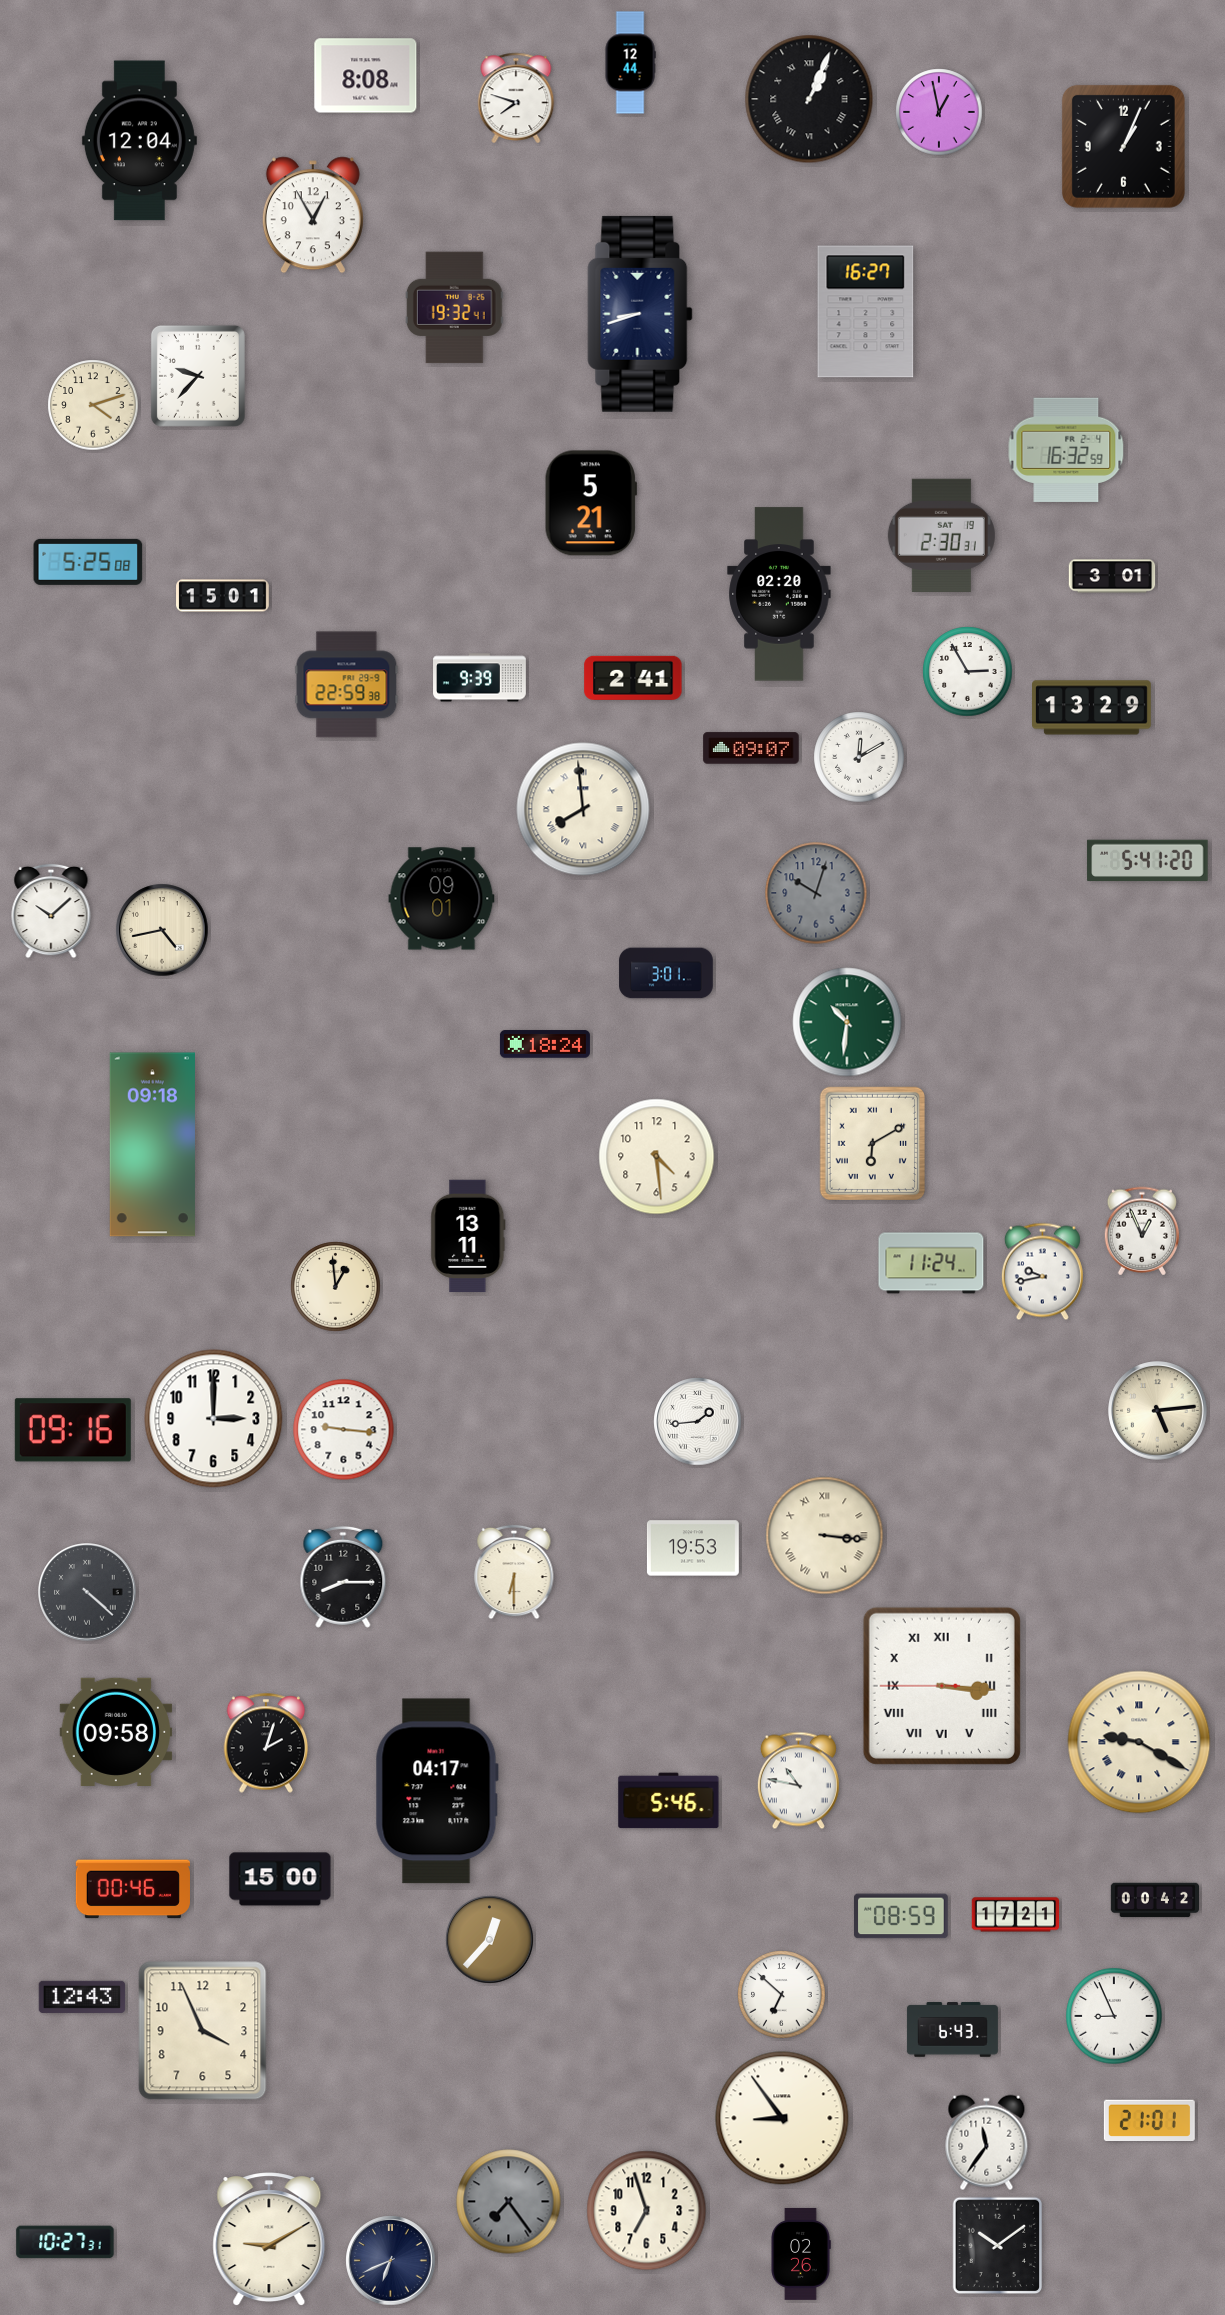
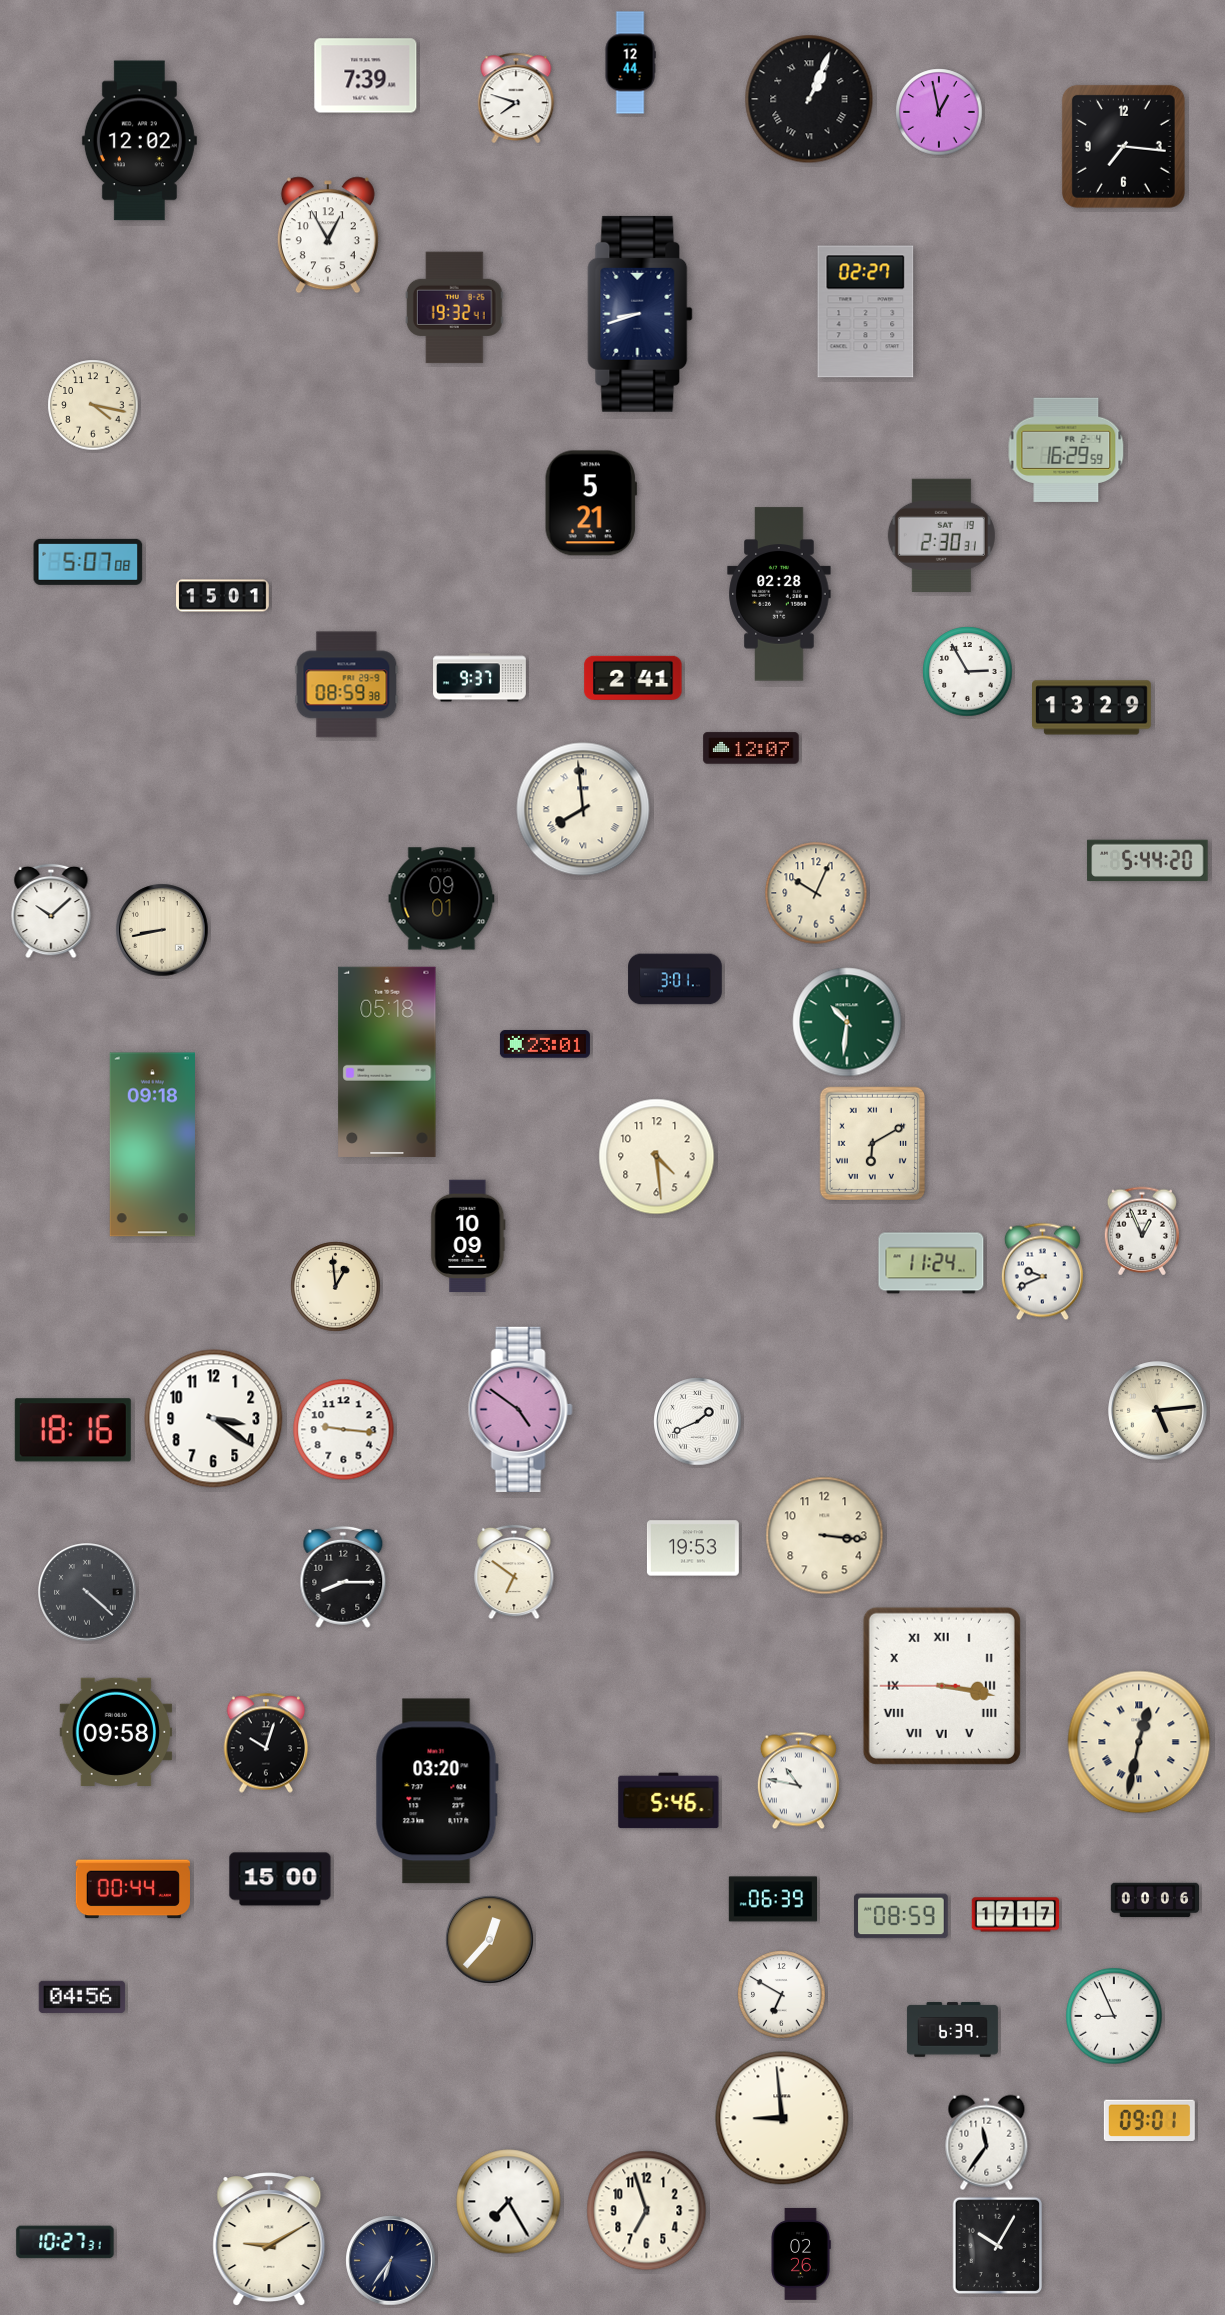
clock at (366, 76): 8:08 -> 7:39
clock at (139, 141): 12:04 -> 12:02
clock at (1123, 146): 1:04 -> 7:16
clock at (313, 215) position: (313, 215) -> (328, 235)
clock at (866, 312): 16:27 -> 02:27
clock at (198, 376): 9:37 -> none
clock at (93, 405): 4:12 -> 4:17
clock at (1066, 449): 16:32 -> 16:29
clock at (88, 562): 5:25 -> 5:07
clock at (1112, 576): 3:01 -> none
clock at (779, 594): 02:20 -> 02:28
clock at (480, 678): 9:39 -> 9:37
clock at (347, 685): 22:59 -> 08:59
clock at (751, 748): 09:07 -> 12:07
clock at (859, 757): 12:10 -> none
clock at (1148, 861): 5:41 -> 5:44
clock at (816, 893): 10:03 -> 10:04
clock at (816, 893) dial: grey -> cream
clock at (162, 930): 4:43 -> 8:43
clock at (666, 973) position: (666, 973) -> (675, 979)
clock at (545, 1044): 18:24 -> 23:01
clock at (387, 1062): none -> 05:18
clock at (468, 1236): 13:11 -> 10:09
clock at (1042, 1272): 9:43 -> 9:41
clock at (520, 1409): none -> 4:51
clock at (214, 1419): 3:00 -> 3:21
clock at (698, 1422): 1:44 -> 1:41
clock at (73, 1430): 09:16 -> 18:16
clock at (825, 1536) numerals: Roman -> Arabic
clock at (514, 1572): 6:30 -> 6:51
clock at (942, 1686): 3:15 -> 3:16
clock at (1139, 1742): 9:20 -> 12:32
clock at (266, 1743): 2:03 -> 10:03
clock at (437, 1791): 04:17 -> 03:20
clock at (133, 1889): 00:46 -> 00:44
clock at (772, 1899): none -> 06:39
clock at (1154, 1900): 00:42 -> 00:06
clock at (1016, 1915): 17:21 -> 17:17
clock at (782, 1995): 6:52 -> 6:50
clock at (82, 1997): 12:43 -> 04:56
clock at (952, 2030): 6:43 -> 6:39
clock at (203, 2031): 3:56 -> none
clock at (782, 2118): 8:54 -> 8:59
clock at (1149, 2121): 21:01 -> 09:01
clock at (509, 2202): 7:24 -> 7:25
clock at (509, 2202) dial: grey -> white
clock at (998, 2246): 10:09 -> 10:05
clock at (391, 2261): 6:41 -> 6:36
